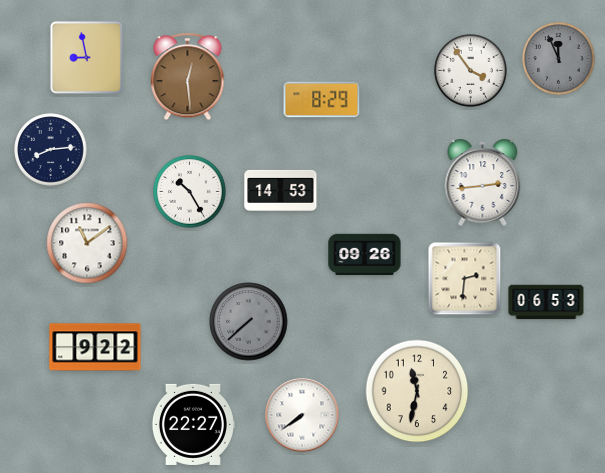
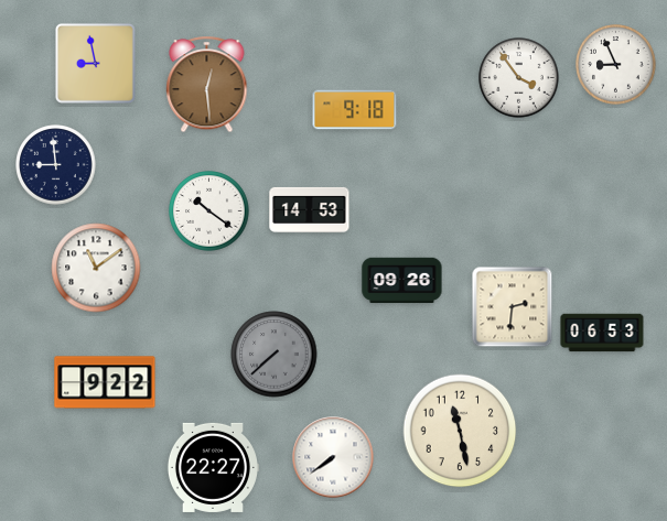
clock at (559, 59): 11:56 -> 8:56
clock at (559, 59) dial: grey -> white
clock at (322, 100): 8:29 -> 9:18
clock at (51, 150): 8:14 -> 8:59
clock at (483, 182): 2:44 -> none
clock at (190, 192): 10:25 -> 10:21
clock at (417, 391): 11:32 -> 11:28
